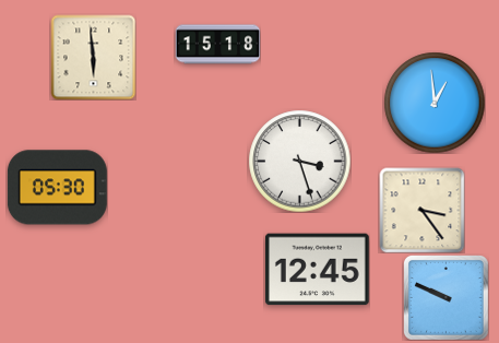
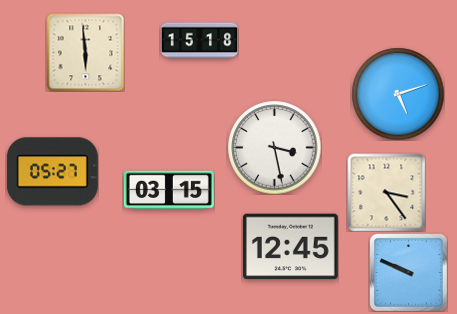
clock at (435, 103): 12:59 -> 5:12
clock at (299, 161): 3:27 -> 3:28
clock at (57, 188): 05:30 -> 05:27
clock at (169, 190): none -> 03:15
